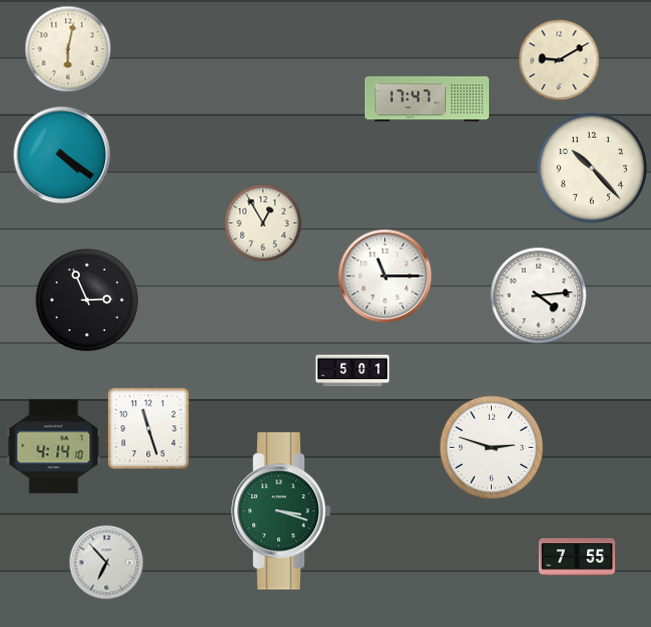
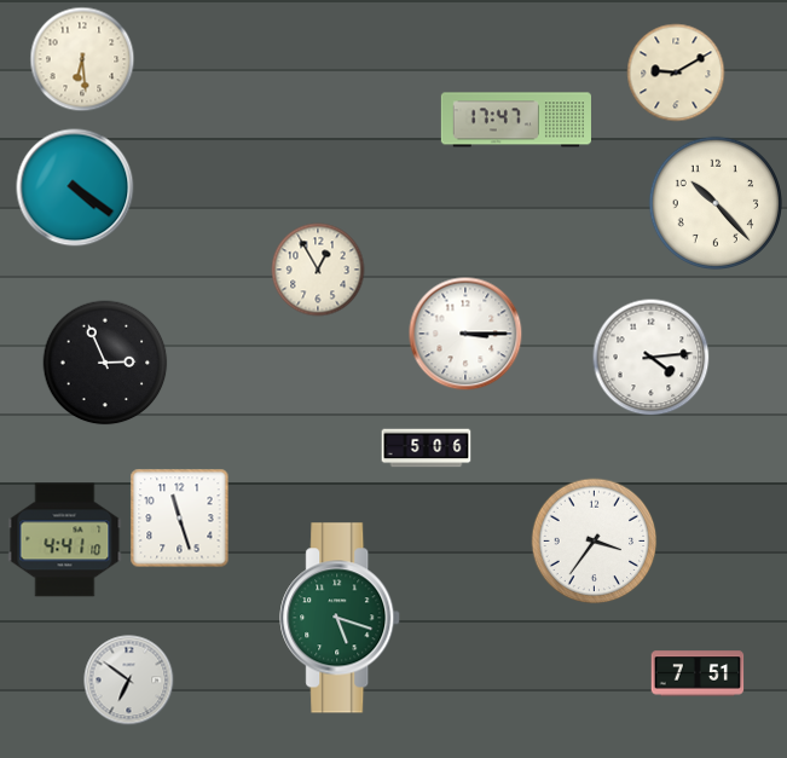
clock at (68, 49): 6:02 -> 6:29
clock at (385, 276): 11:15 -> 3:15
clock at (353, 371): 5:01 -> 5:06
clock at (54, 447): 4:14 -> 4:41
clock at (492, 448): 2:48 -> 3:36
clock at (282, 511): 3:18 -> 5:18
clock at (577, 557): 7:55 -> 7:51
clock at (107, 563): 6:53 -> 6:51
